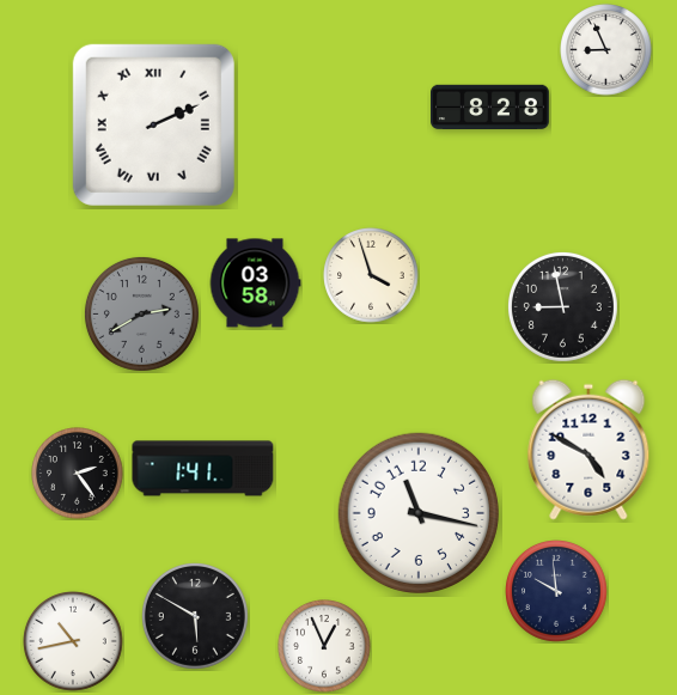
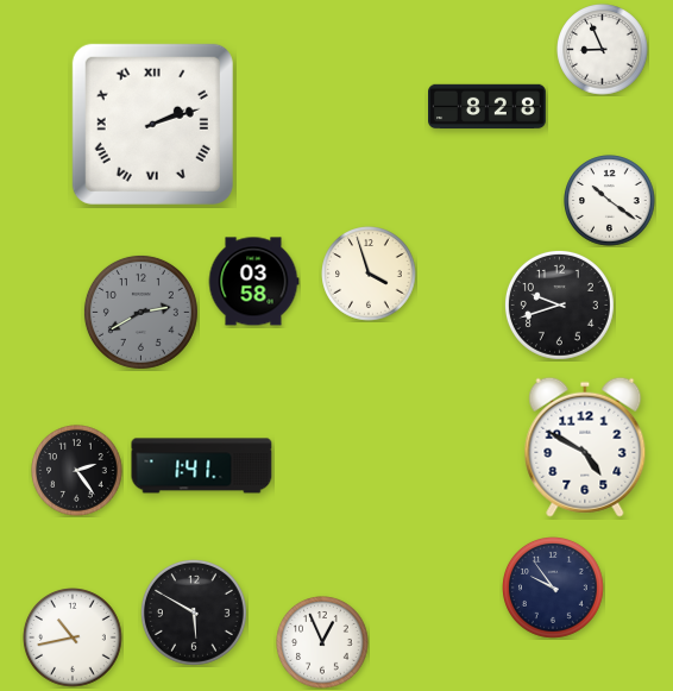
clock at (153, 124): 2:11 -> 2:12
clock at (610, 201): none -> 10:21
clock at (562, 306): 8:58 -> 9:42
clock at (417, 512): 11:17 -> none
clock at (557, 592): 9:59 -> 9:54
